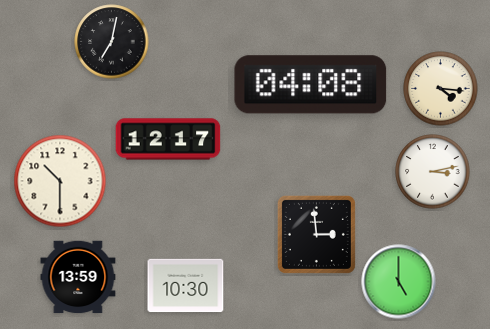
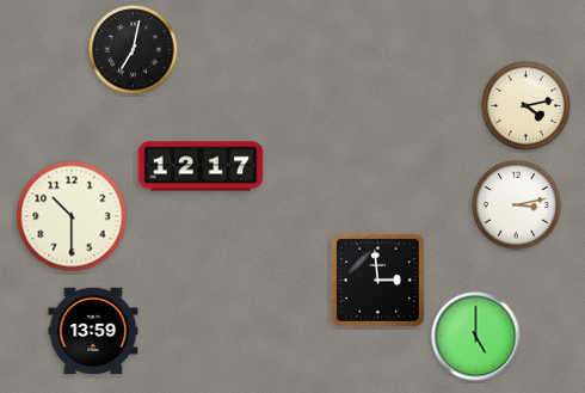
clock at (311, 85): 04:08 -> none
clock at (441, 89): 4:16 -> 4:13
clock at (186, 286): 10:30 -> none
